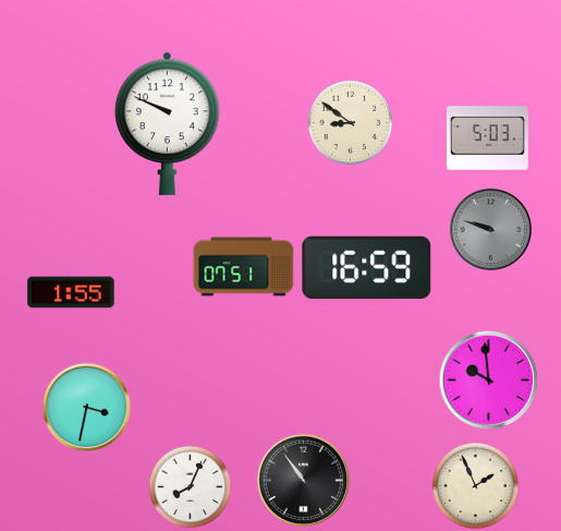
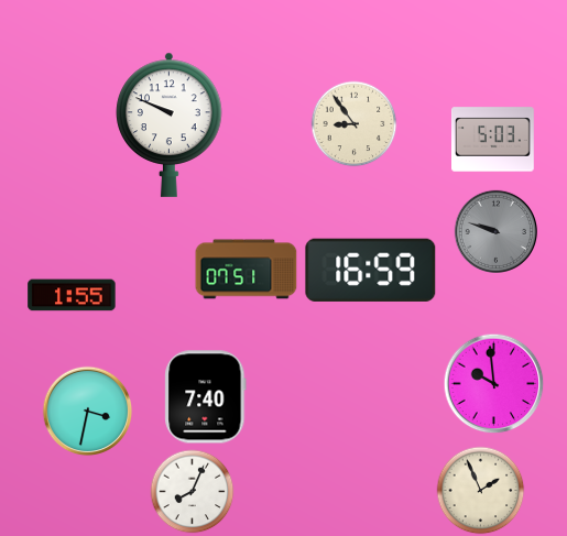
clock at (351, 123): 8:51 -> 8:54
clock at (206, 397): none -> 7:40
clock at (304, 481): 10:54 -> none
